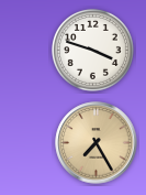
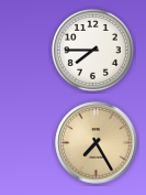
clock at (92, 50): 3:48 -> 7:45
